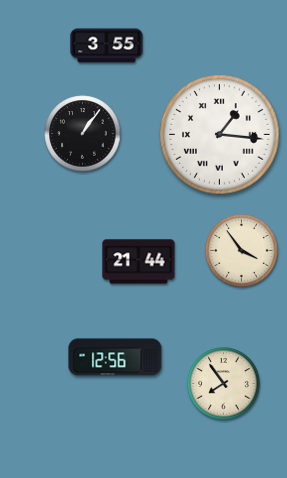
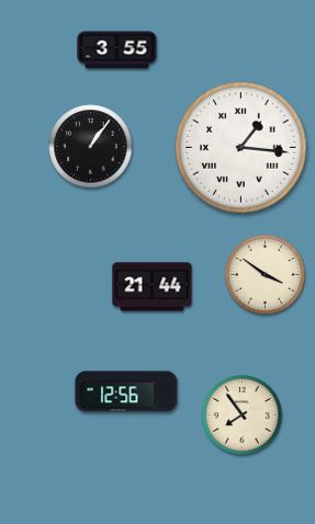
clock at (242, 251): 3:54 -> 3:51
clock at (224, 384) position: (224, 384) -> (243, 415)
